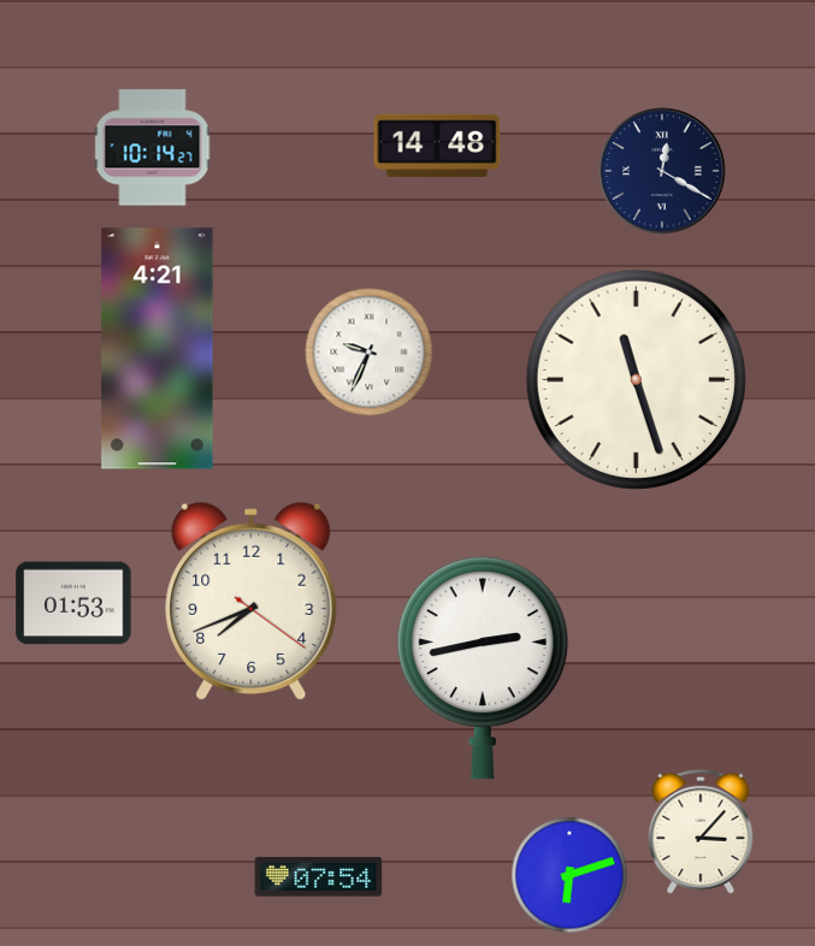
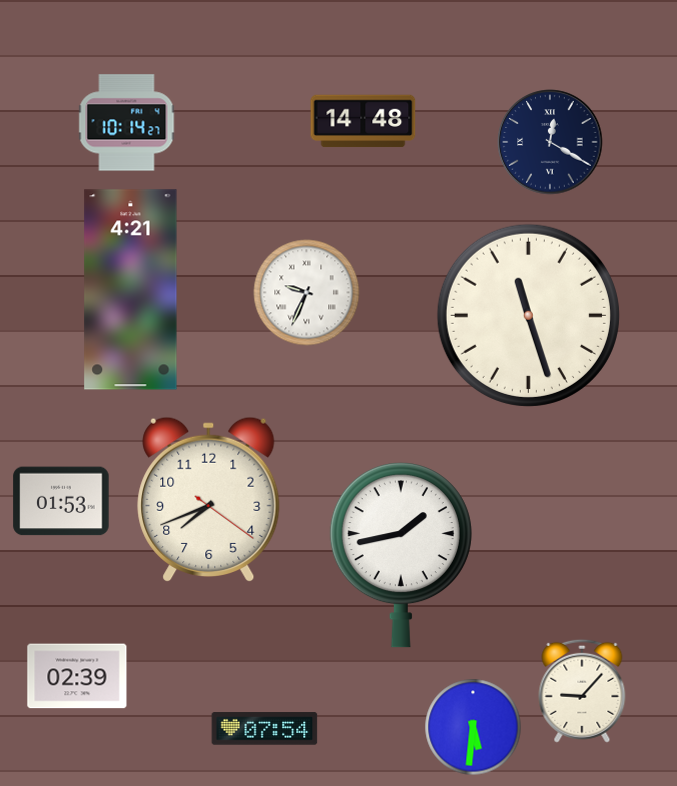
clock at (483, 668): 2:43 -> 1:43
clock at (77, 676): none -> 02:39
clock at (701, 832): 3:07 -> 9:07
clock at (569, 875): 6:12 -> 5:31
